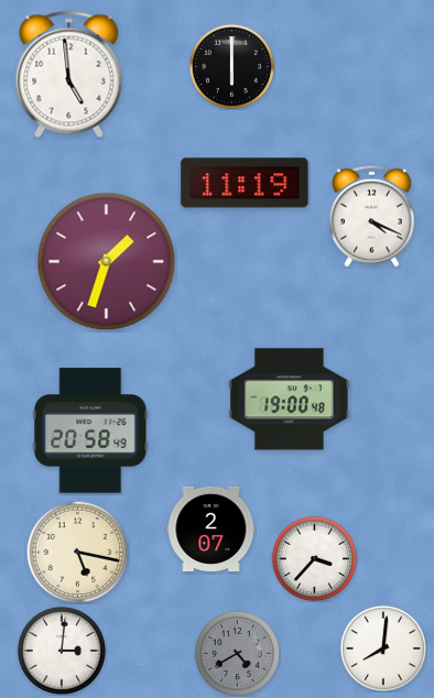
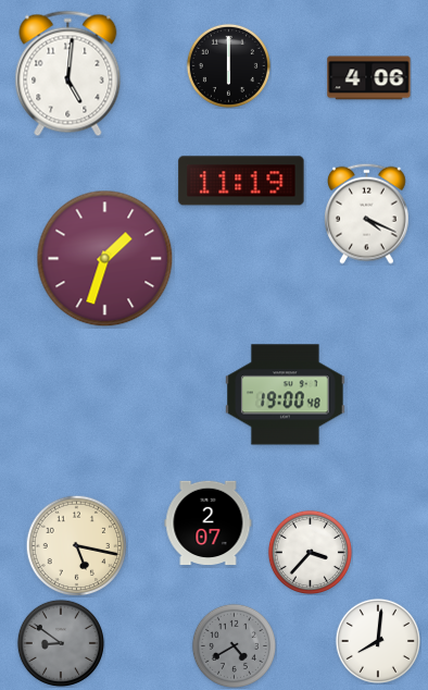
clock at (69, 75): 4:59 -> 5:01
clock at (369, 78): none -> 4:06
clock at (90, 430): 20:58 -> none
clock at (62, 651): 3:01 -> 8:51
clock at (62, 651) dial: white -> grey
